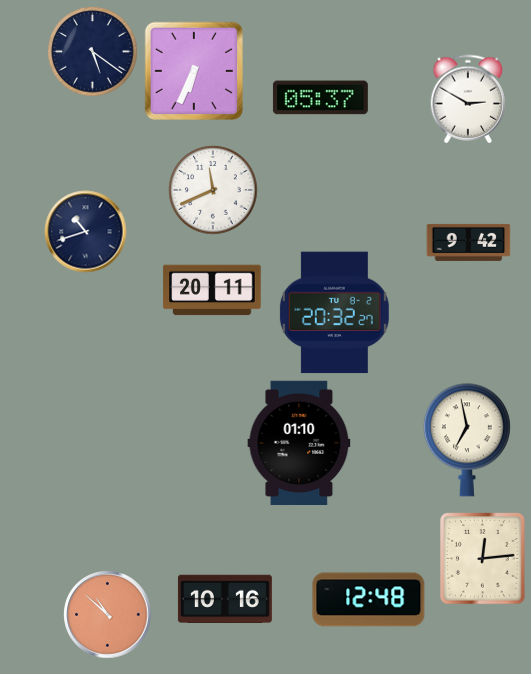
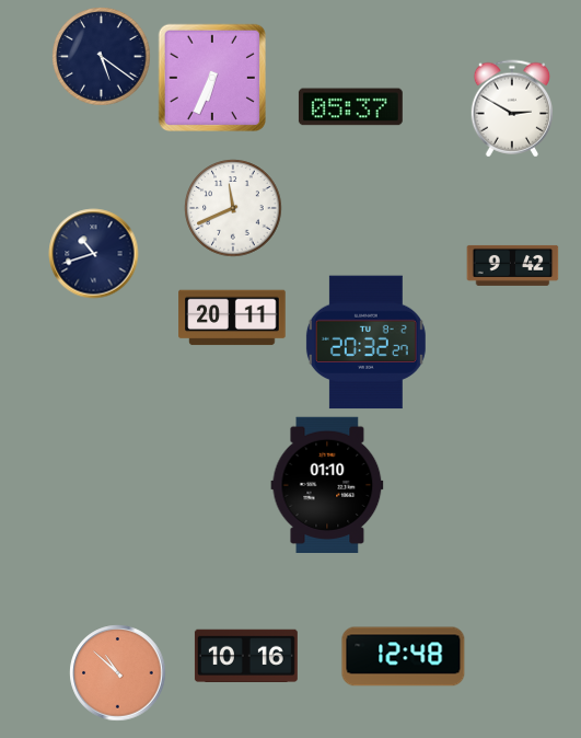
clock at (467, 440): 6:58 -> none
clock at (483, 559): 12:14 -> none
